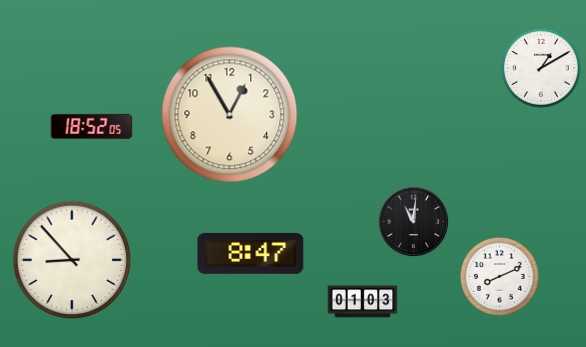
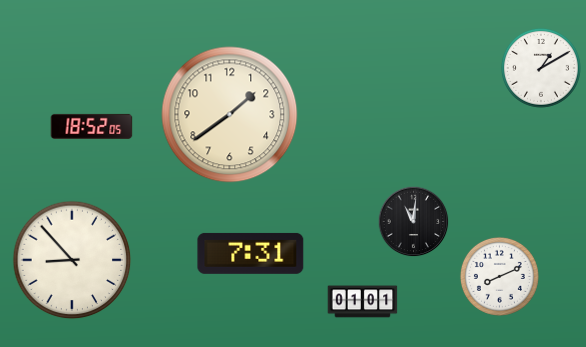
clock at (230, 115): 12:55 -> 1:39
clock at (251, 253): 8:47 -> 7:31
clock at (363, 302): 01:03 -> 01:01
